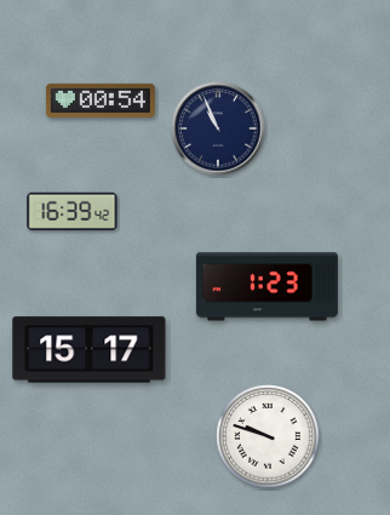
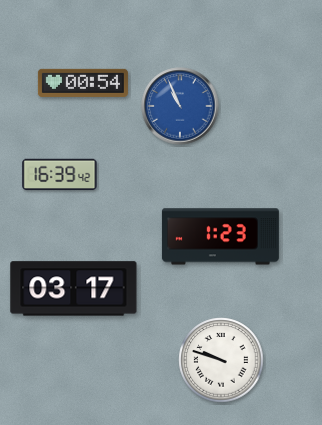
clock at (218, 128) dial: navy -> blue
clock at (90, 350): 15:17 -> 03:17
